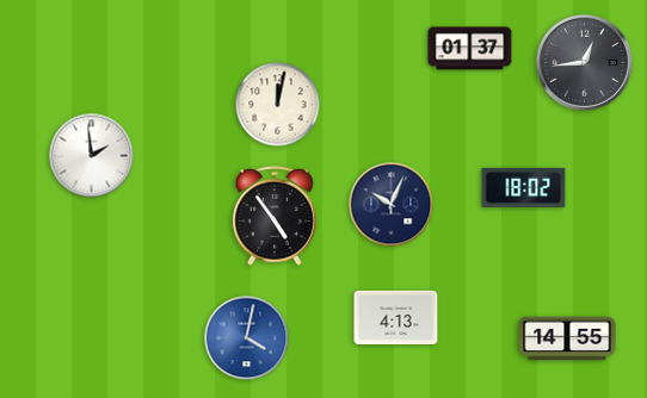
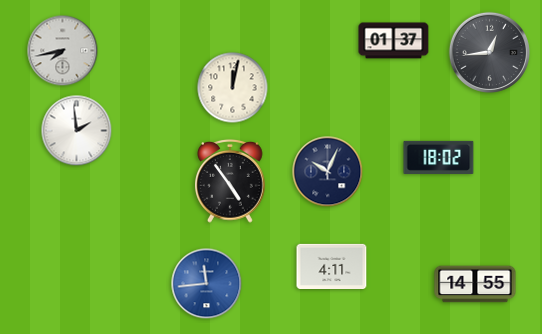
clock at (63, 51): none -> 7:43
clock at (396, 317): 4:13 -> 4:11
clock at (247, 338): 4:02 -> 11:44
